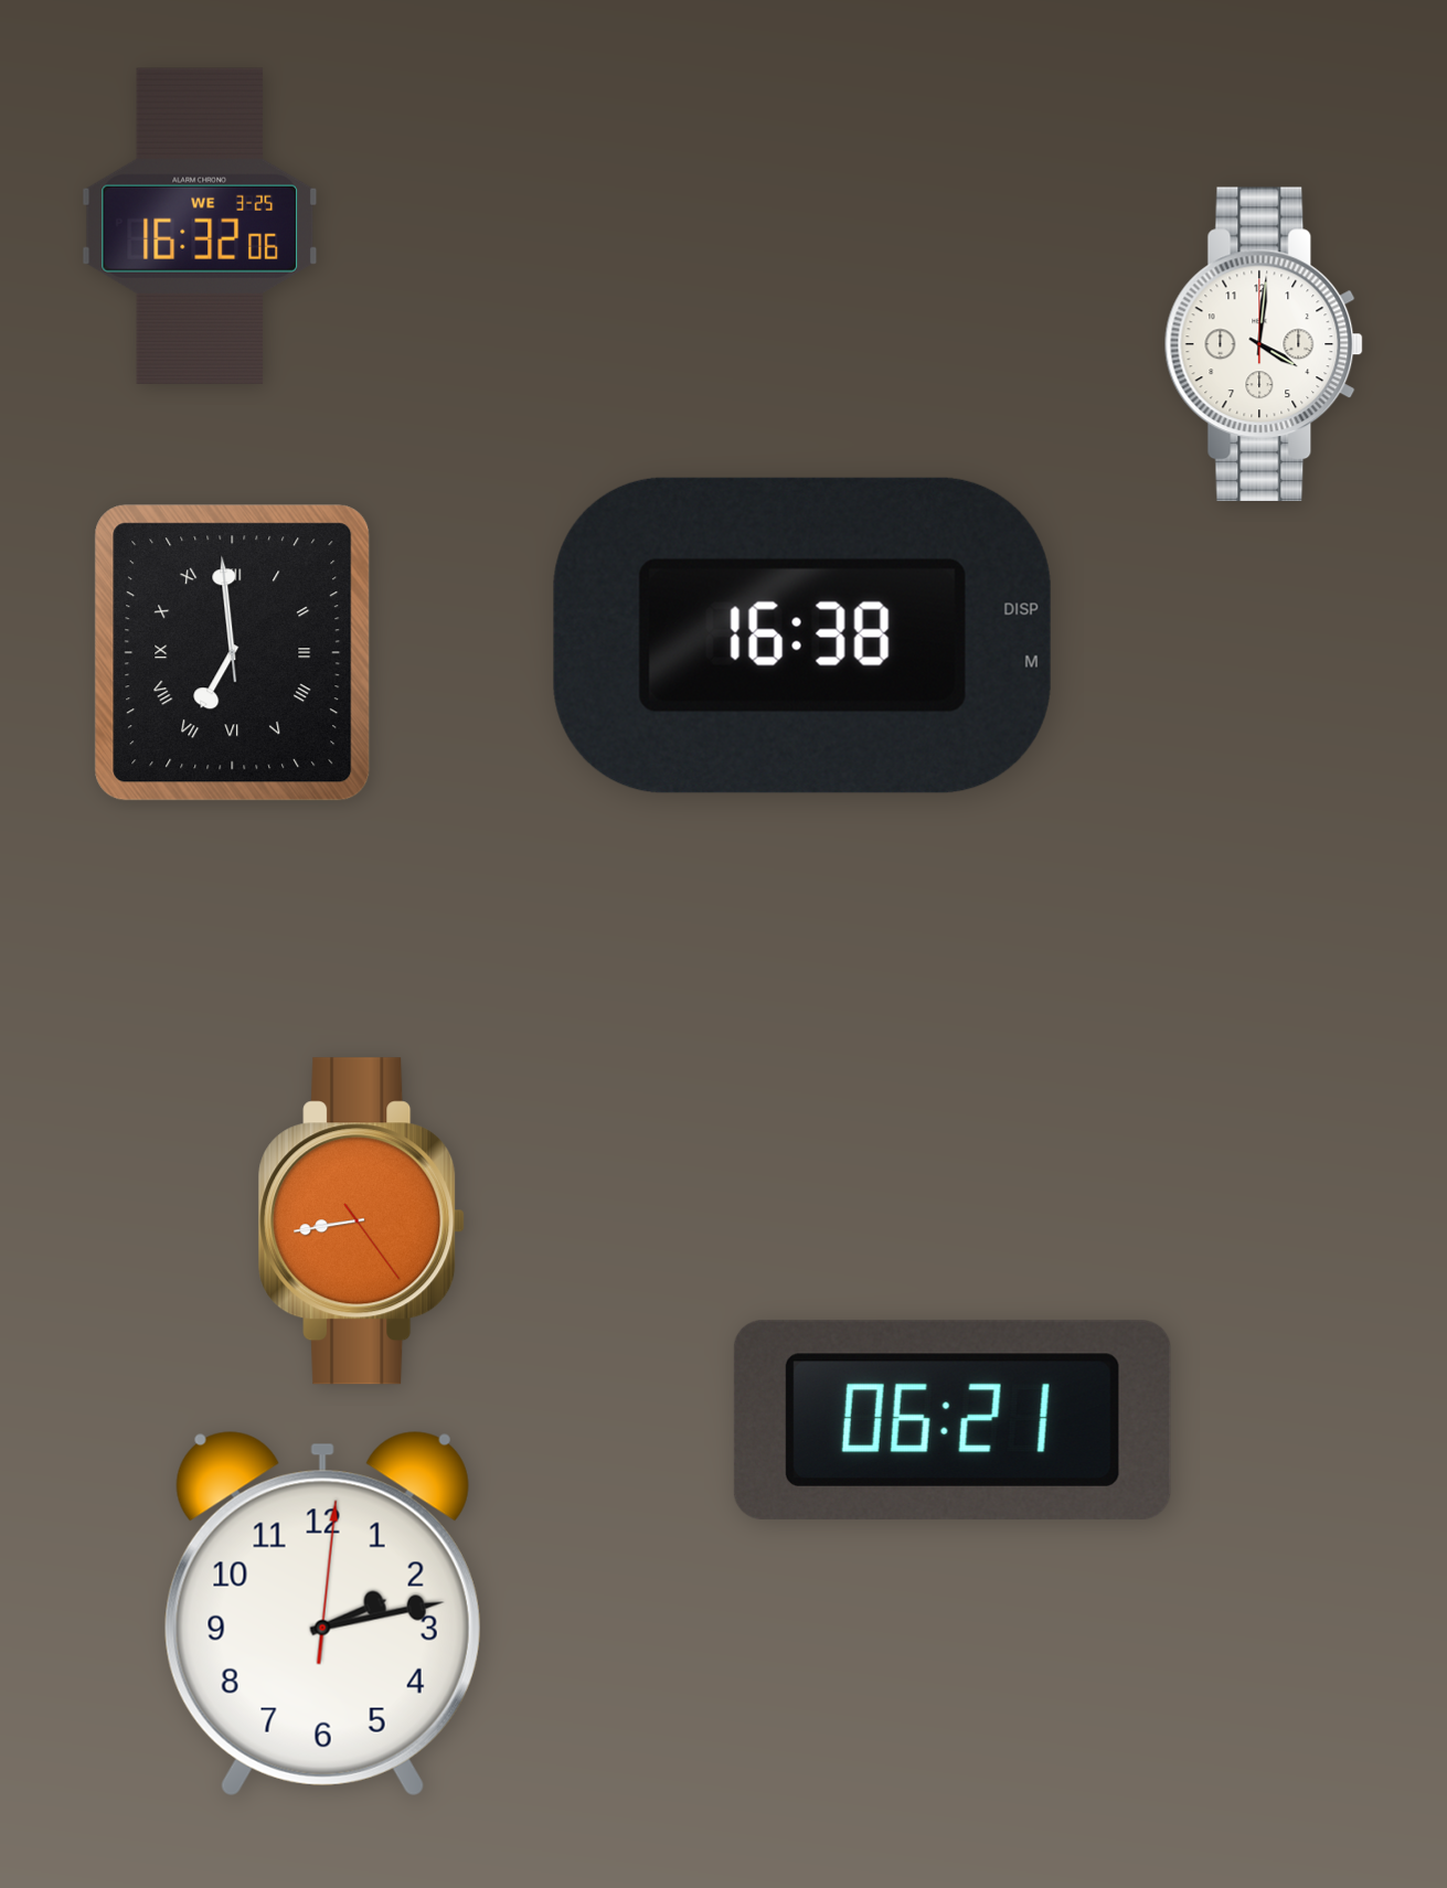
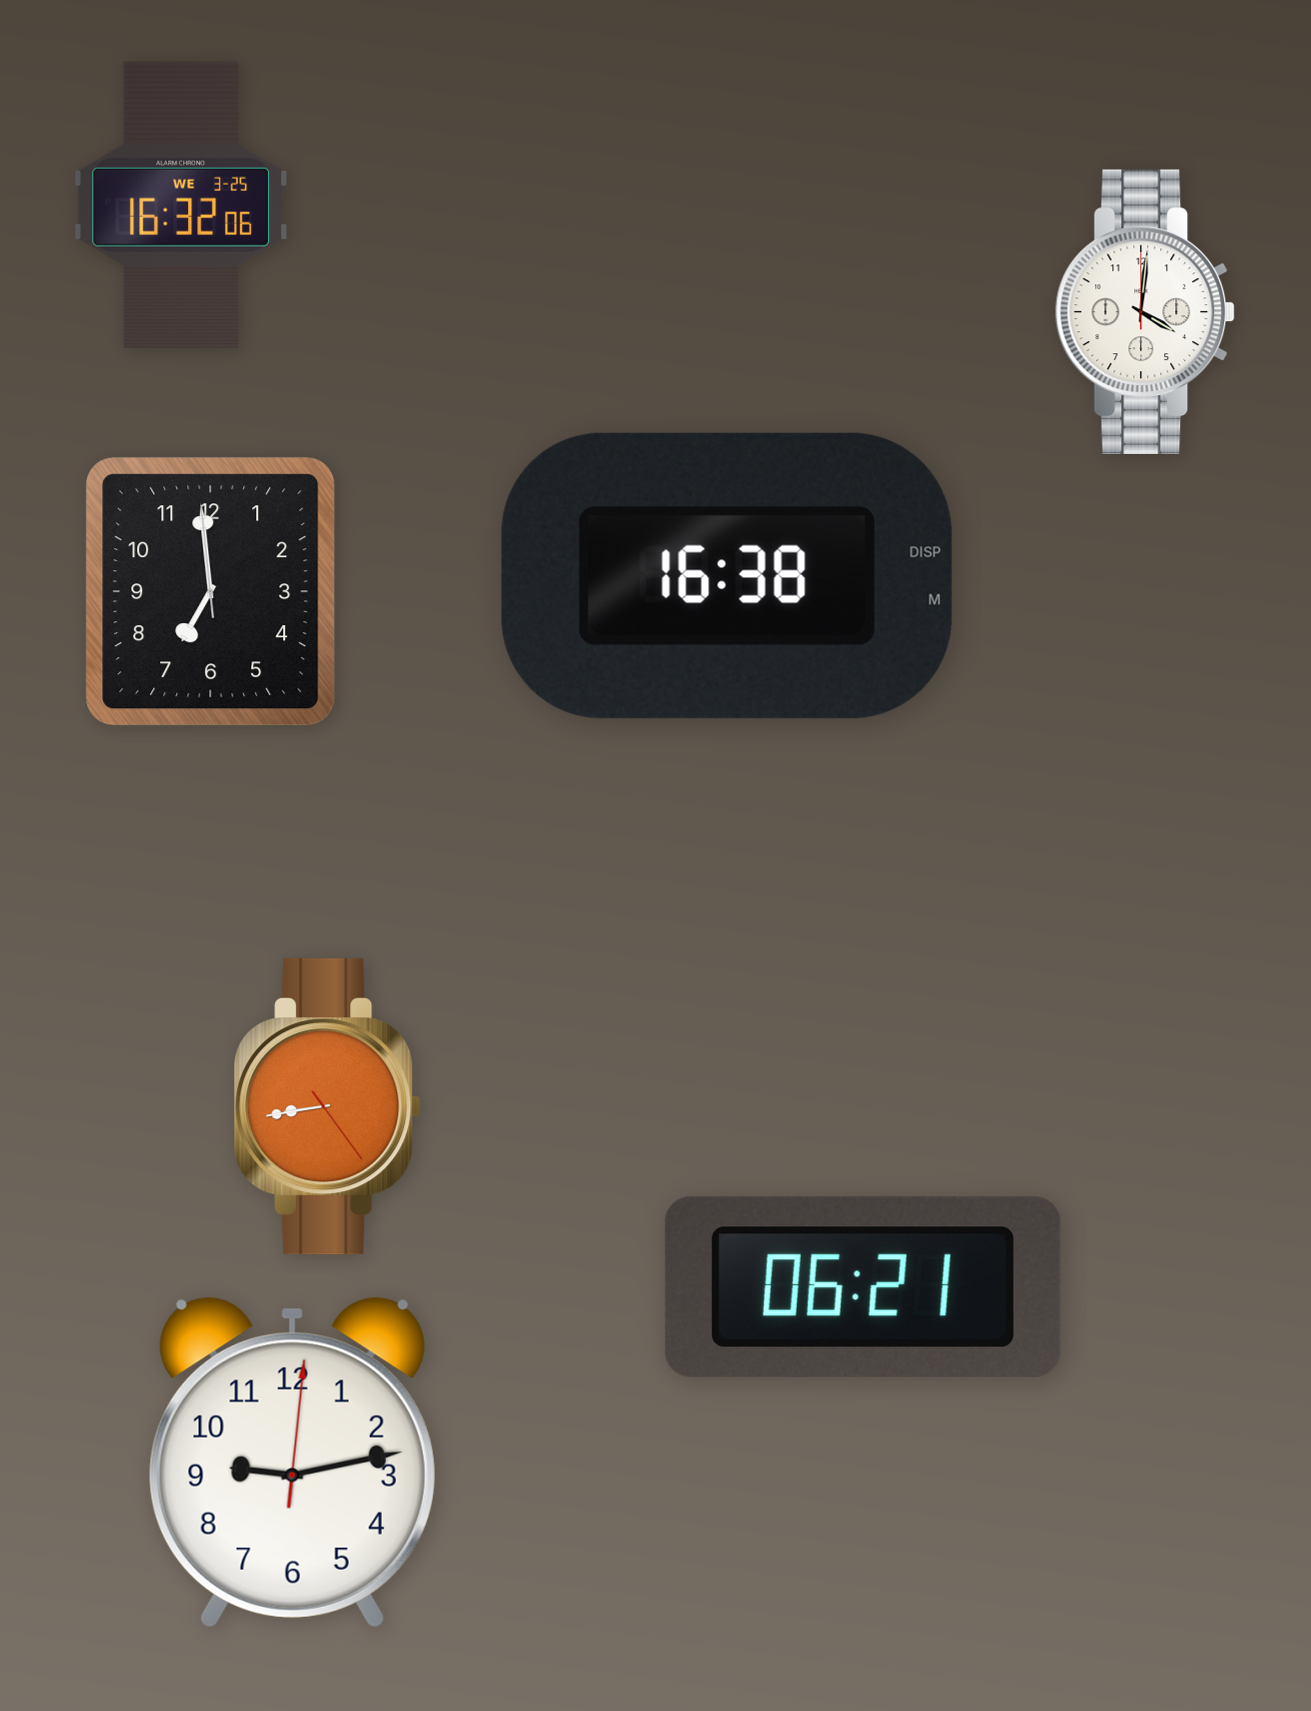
clock at (233, 653) numerals: Roman -> Arabic
clock at (322, 1613): 2:13 -> 9:13
